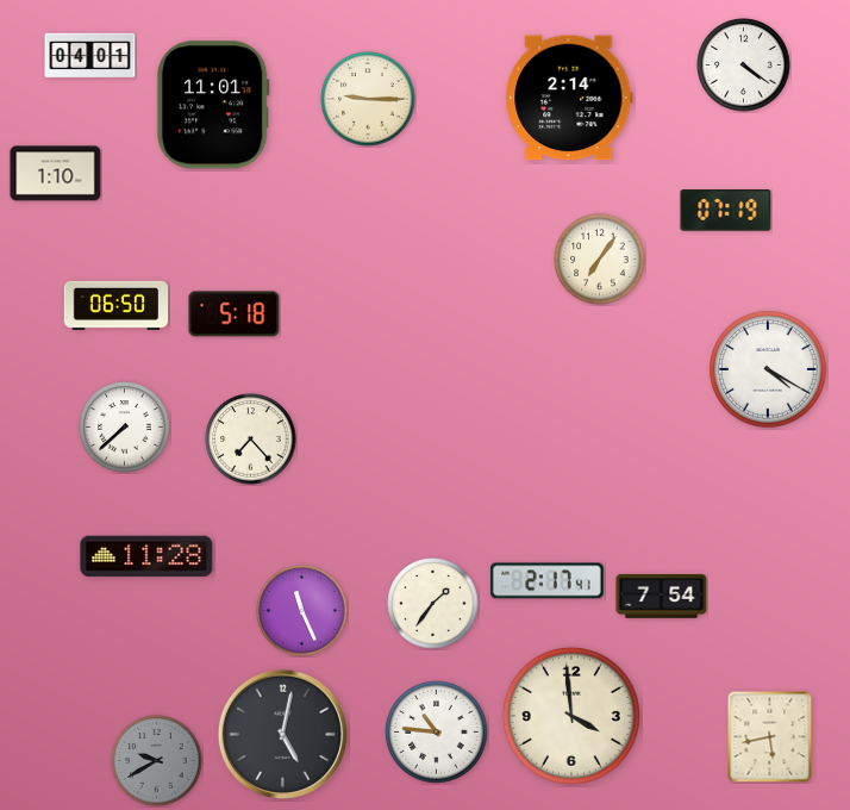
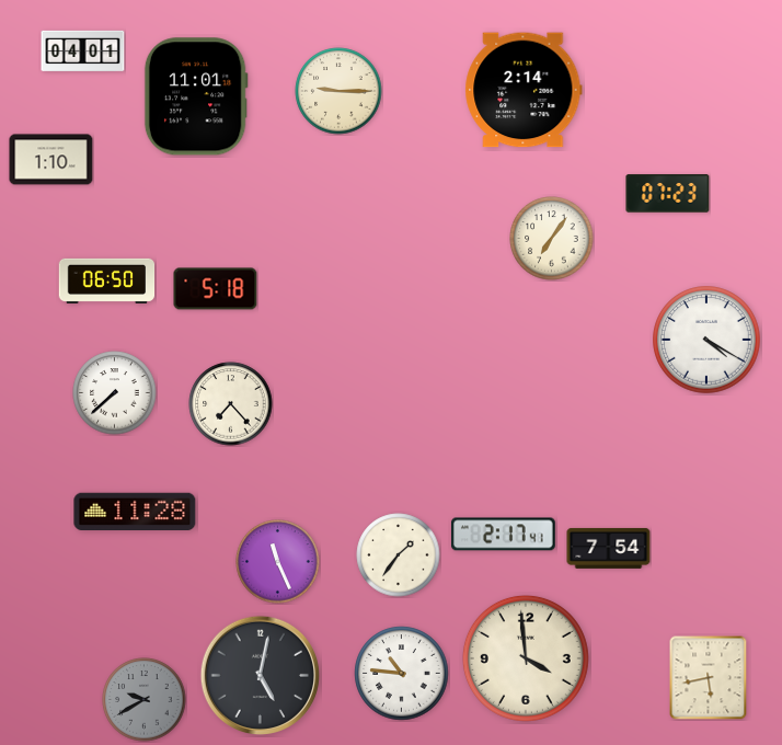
clock at (744, 66): 4:21 -> none
clock at (726, 211): 07:19 -> 07:23
